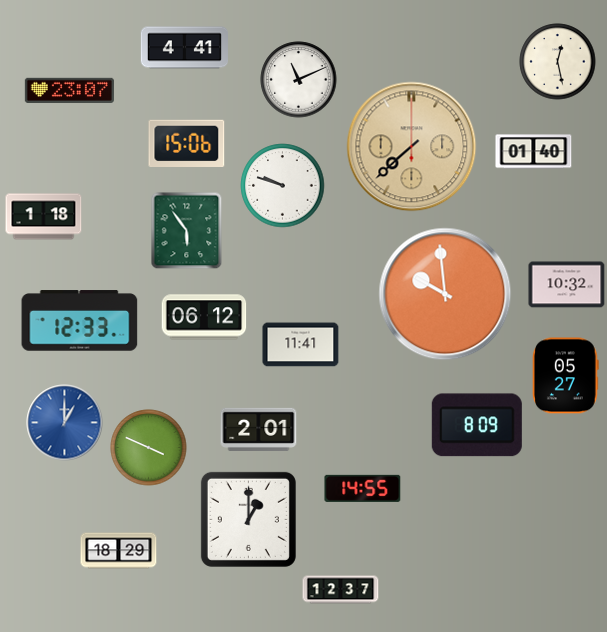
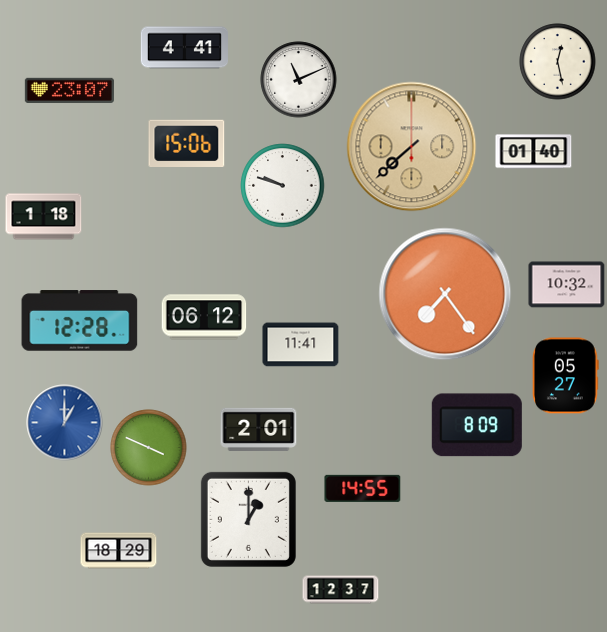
clock at (187, 230): 5:54 -> none
clock at (445, 294): 9:59 -> 7:24
clock at (80, 321): 12:33 -> 12:28
